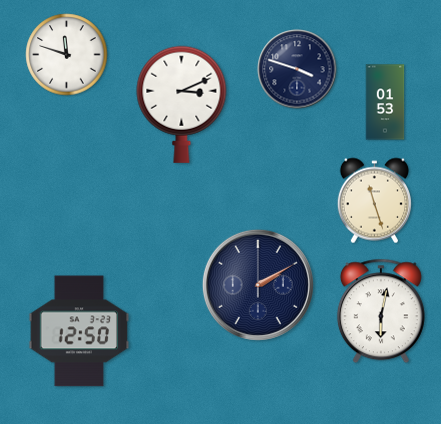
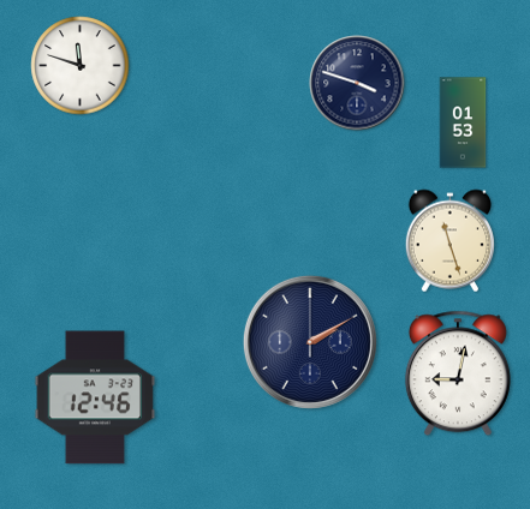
clock at (182, 104): 3:11 -> none
clock at (381, 311): 6:02 -> 9:02
clock at (79, 331): 12:50 -> 12:46
